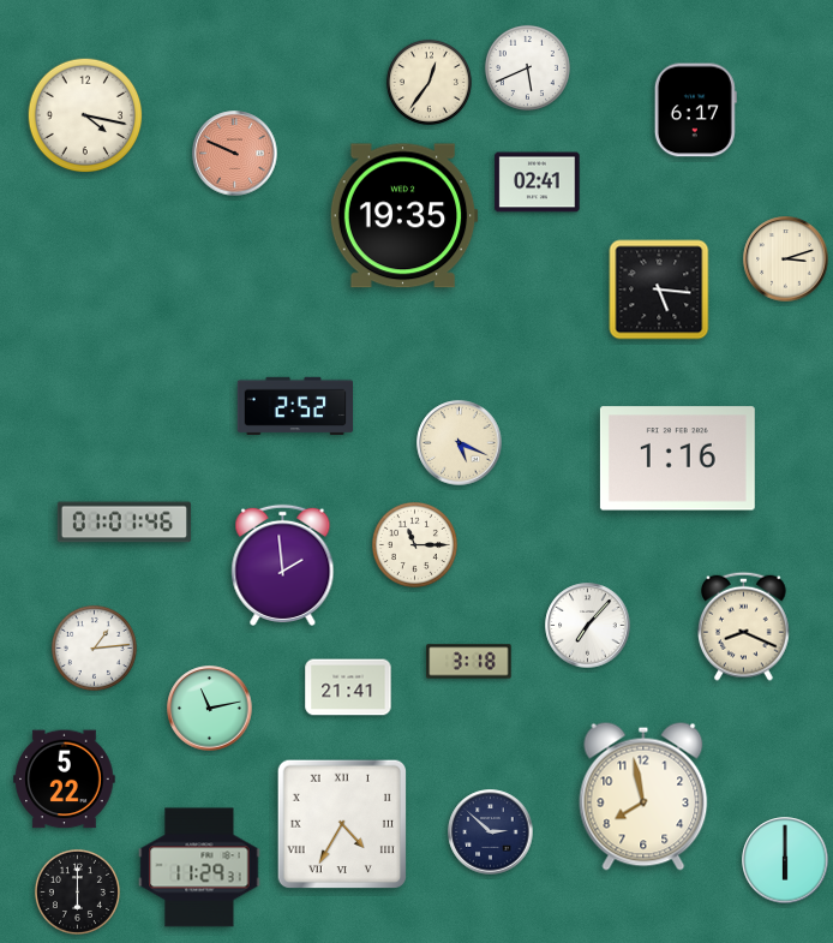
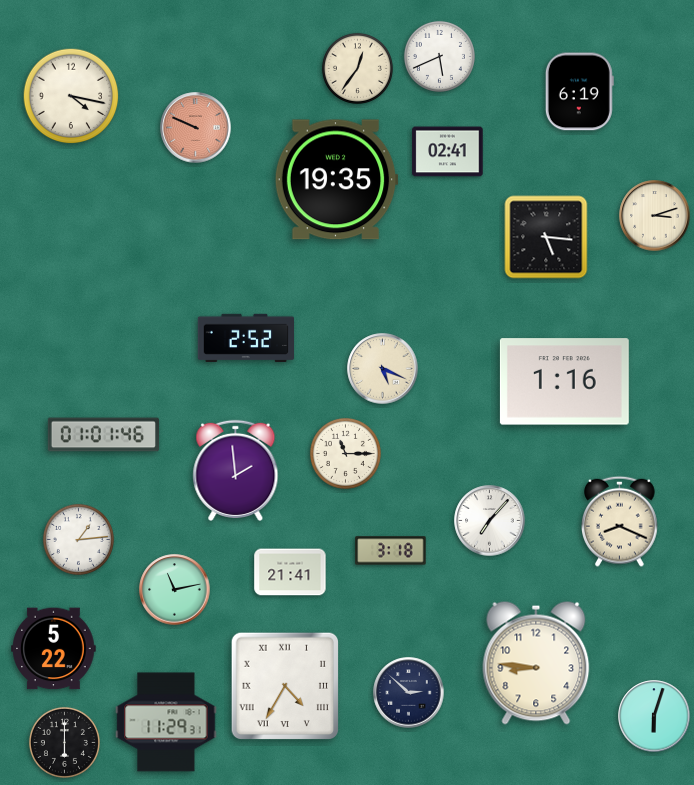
clock at (695, 111): 6:17 -> 6:19
clock at (659, 290) position: (659, 290) -> (546, 237)
clock at (643, 796): 7:58 -> 8:46
clock at (785, 860): 6:00 -> 6:03
